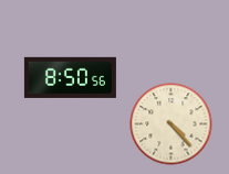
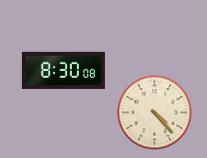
clock at (70, 77): 8:50 -> 8:30
